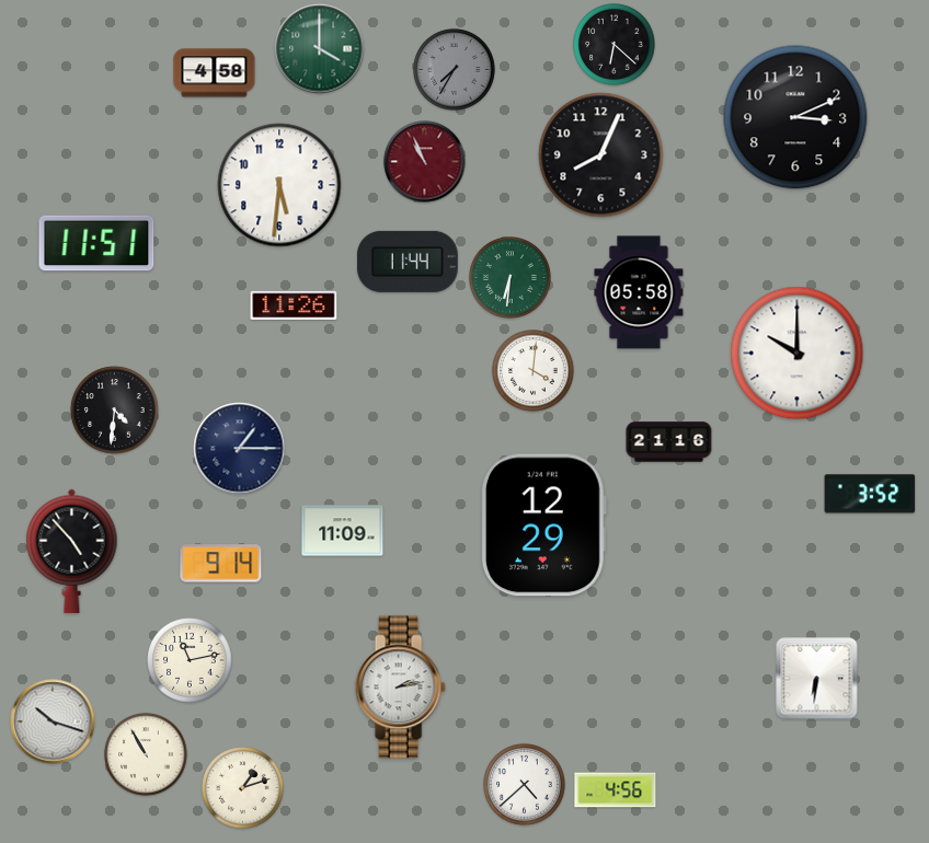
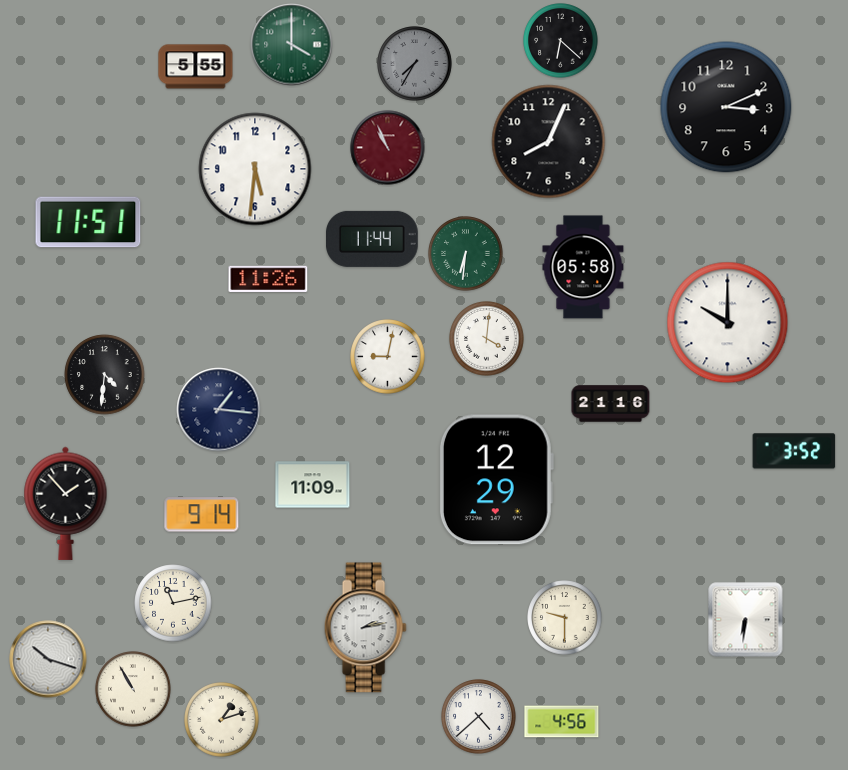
clock at (215, 73): 4:58 -> 5:55
clock at (388, 357): none -> 9:02
clock at (240, 449): 1:15 -> 1:16
clock at (72, 551): 4:53 -> 1:53
clock at (565, 618): none -> 9:30
